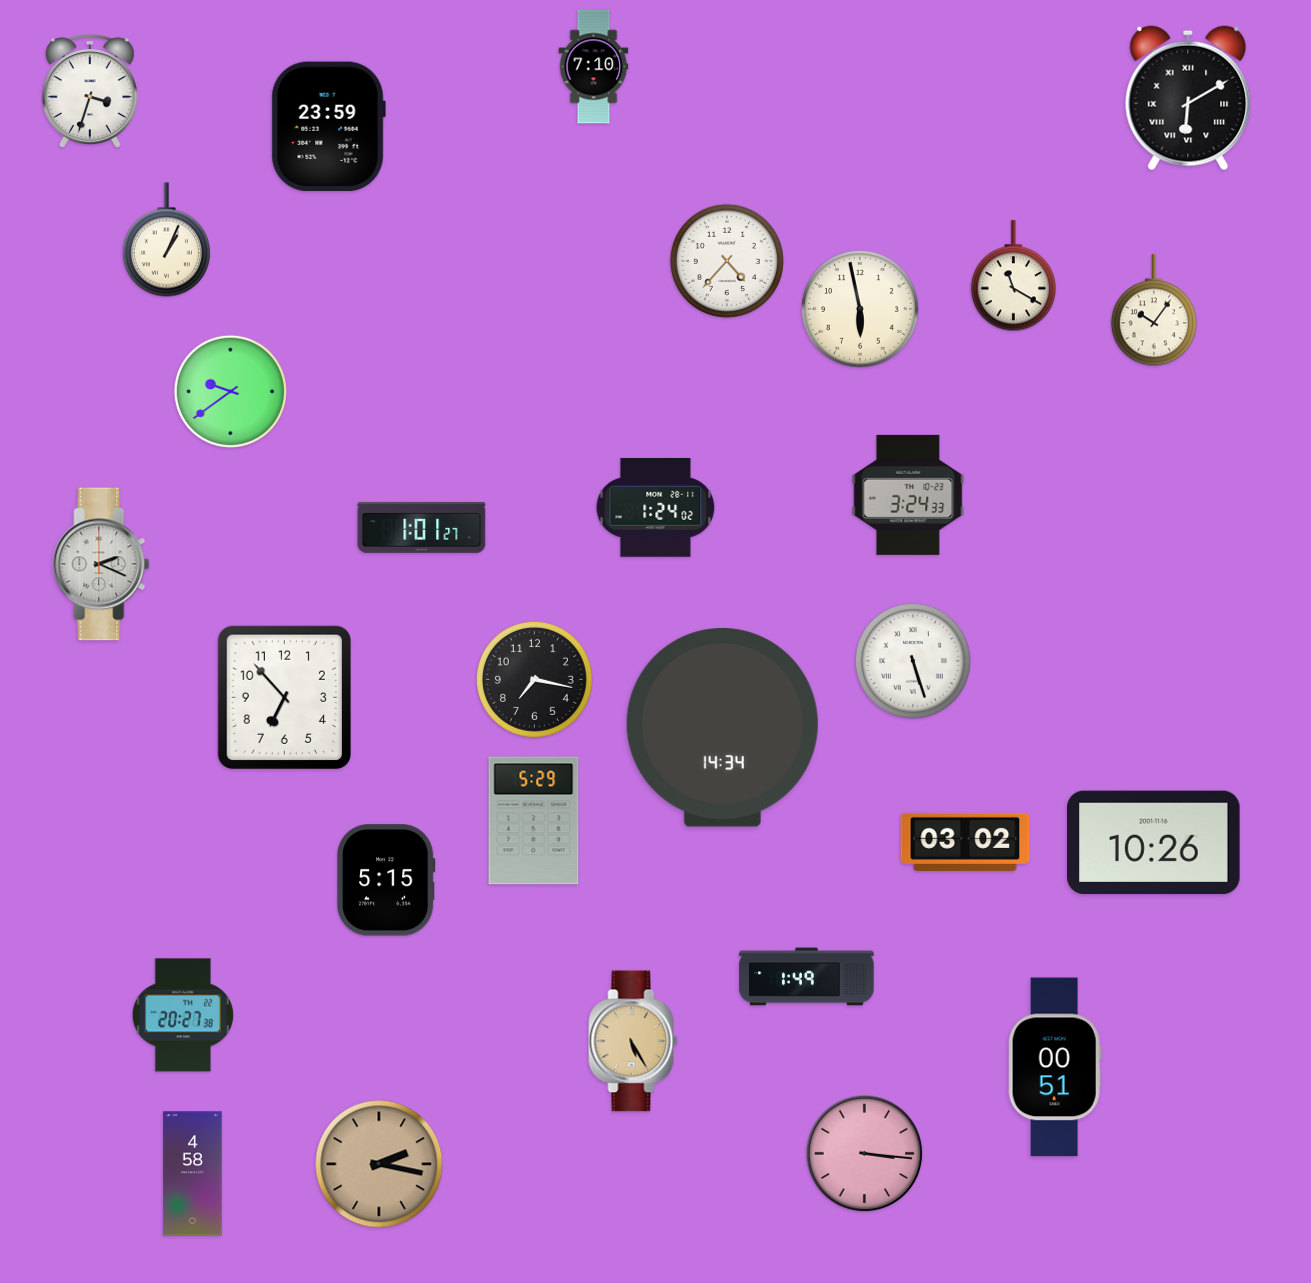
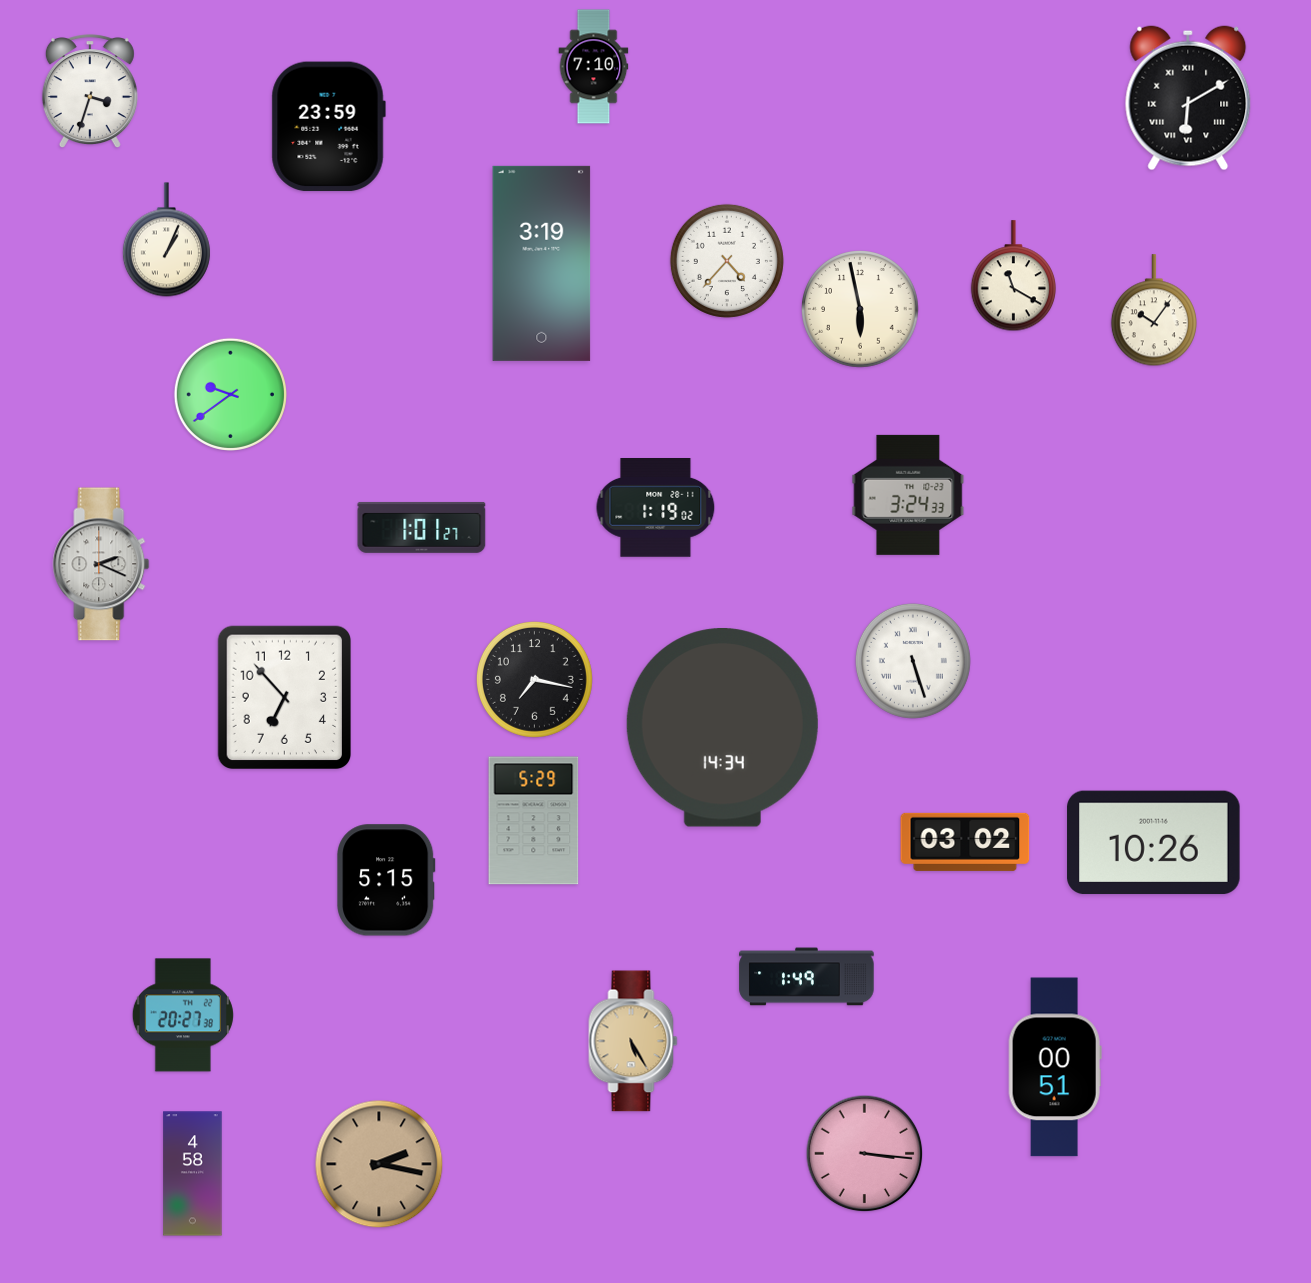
clock at (542, 263): none -> 3:19
clock at (230, 391) position: (230, 391) -> (230, 394)
clock at (656, 508): 1:24 -> 1:19
